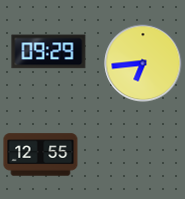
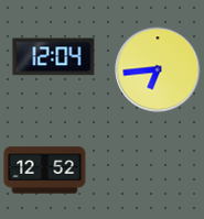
clock at (49, 52): 09:29 -> 12:04
clock at (41, 155): 12:55 -> 12:52
